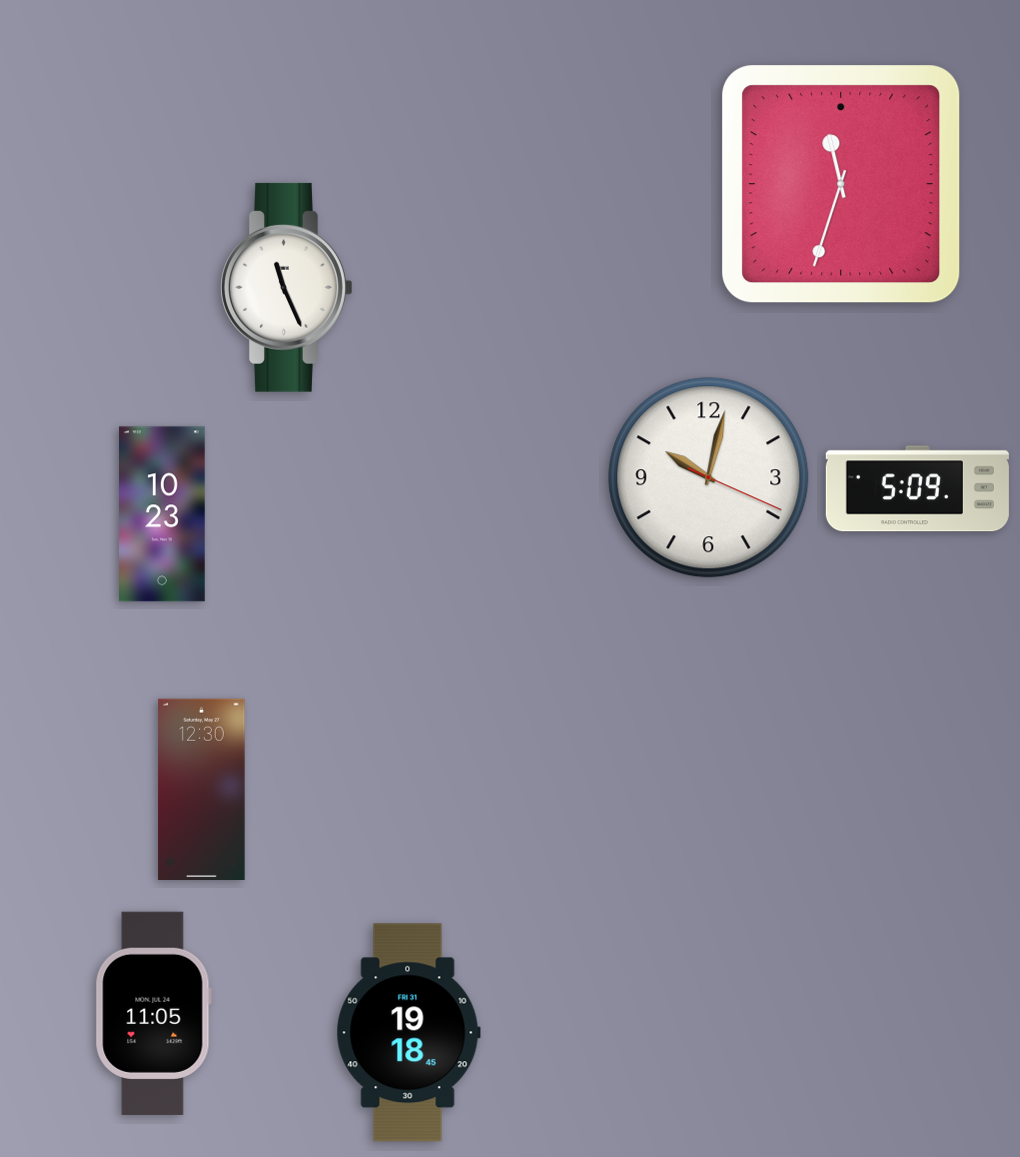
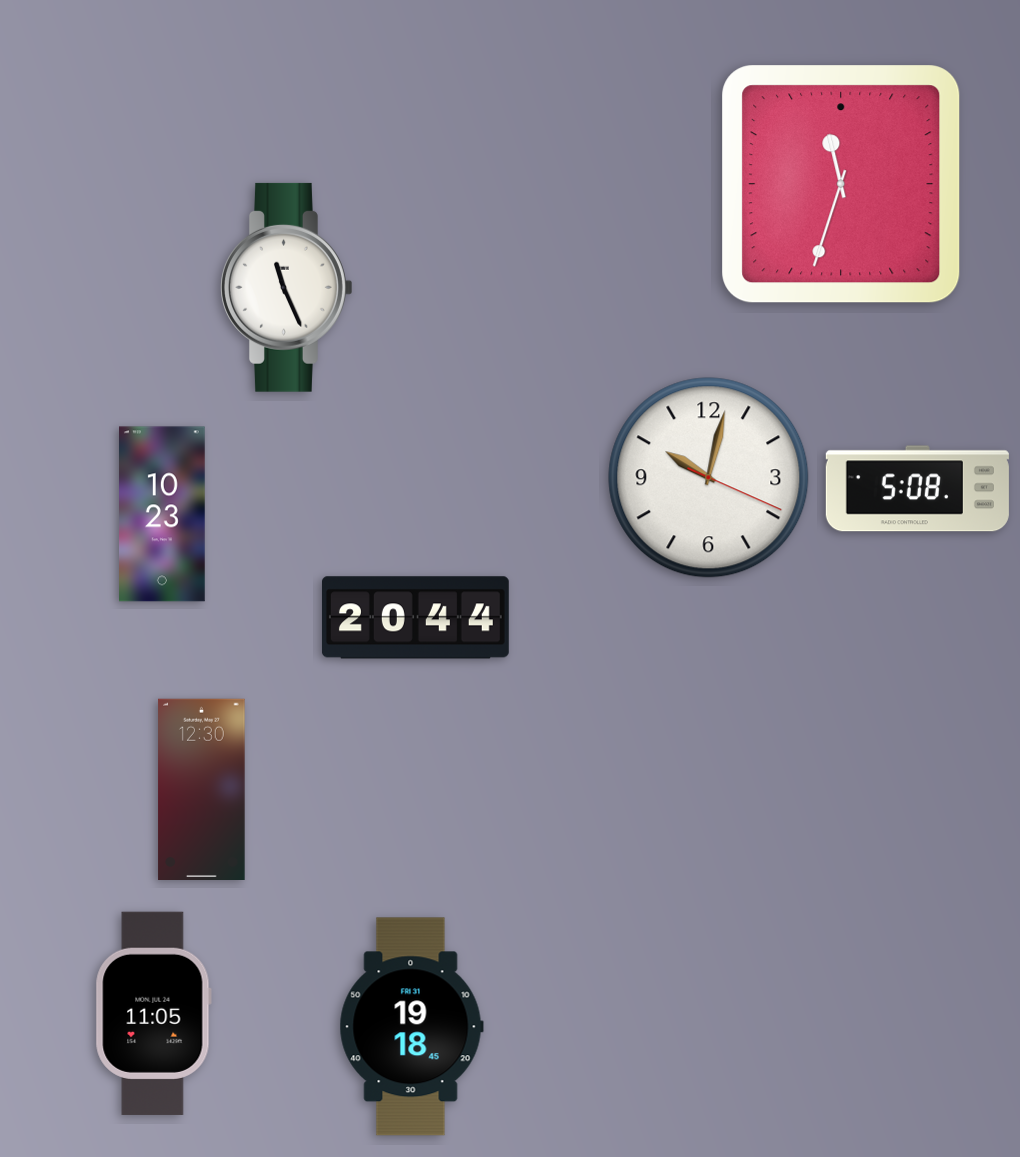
clock at (917, 489): 5:09 -> 5:08
clock at (415, 618): none -> 20:44
clock at (408, 1033) position: (408, 1033) -> (411, 1027)
